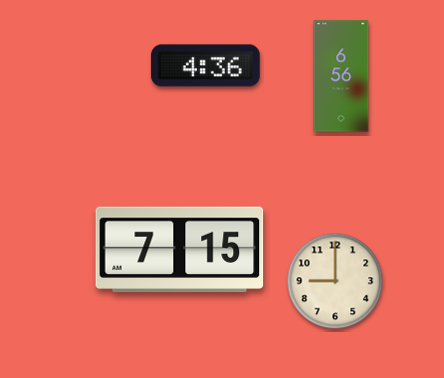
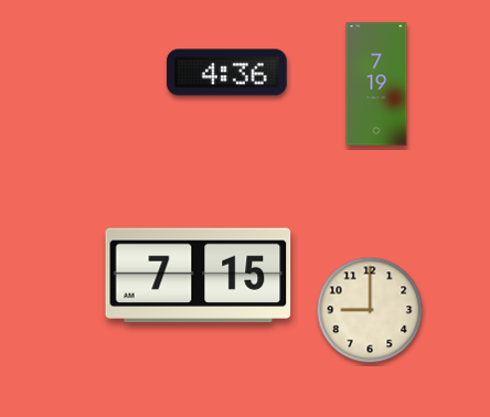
clock at (341, 76): 6:56 -> 7:19
